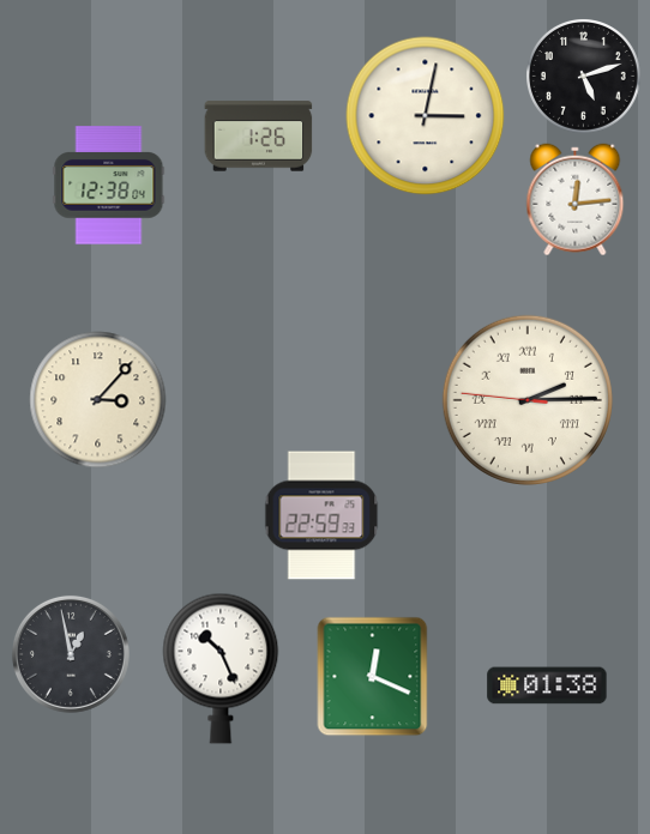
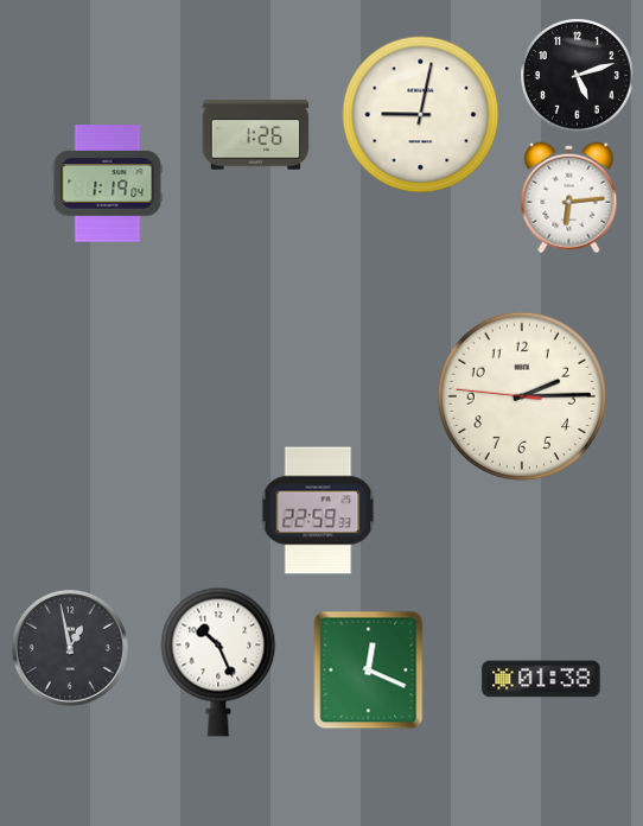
clock at (426, 116): 3:02 -> 9:02
clock at (109, 186): 12:38 -> 1:19
clock at (576, 200): 12:14 -> 6:14
clock at (98, 400): 3:07 -> none
clock at (528, 400) numerals: Roman -> Arabic
